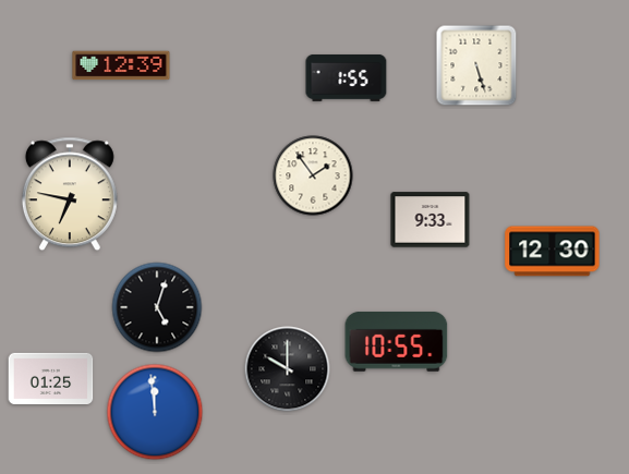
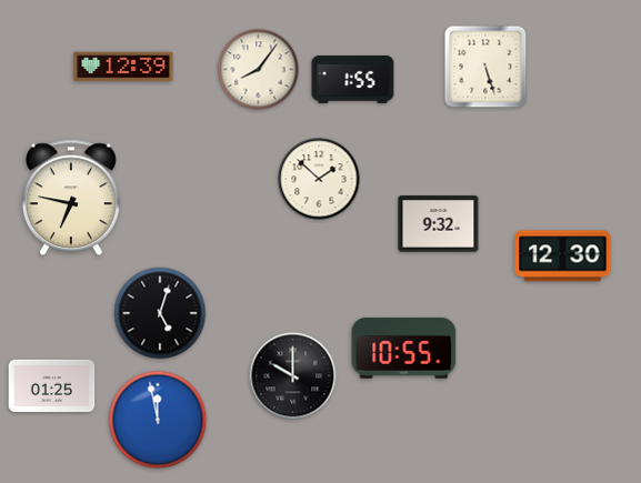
clock at (259, 70): none -> 8:06
clock at (313, 175): 1:54 -> 1:52
clock at (431, 220): 9:33 -> 9:32
clock at (155, 412): 11:59 -> 11:58
